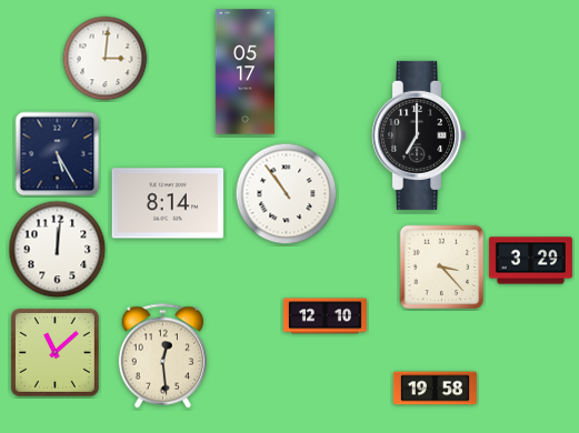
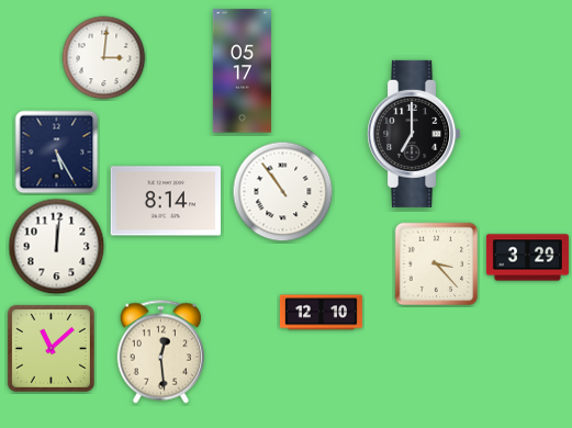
clock at (530, 261) position: (530, 261) -> (527, 258)
clock at (54, 352) position: (54, 352) -> (51, 348)
clock at (435, 389): 19:58 -> none
